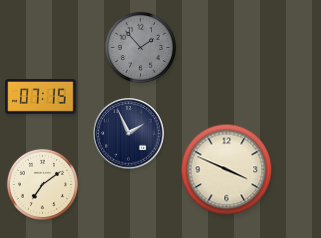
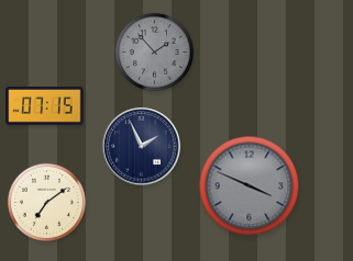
clock at (227, 170) dial: cream -> grey
